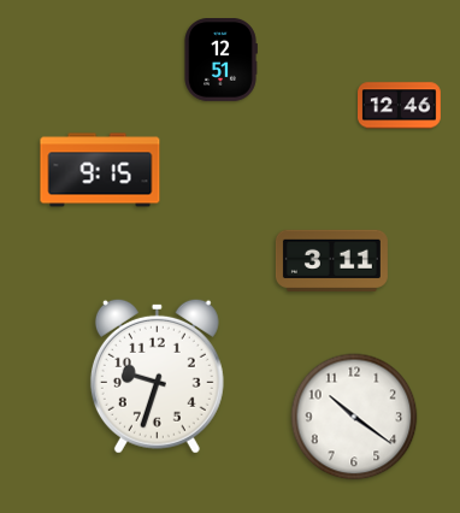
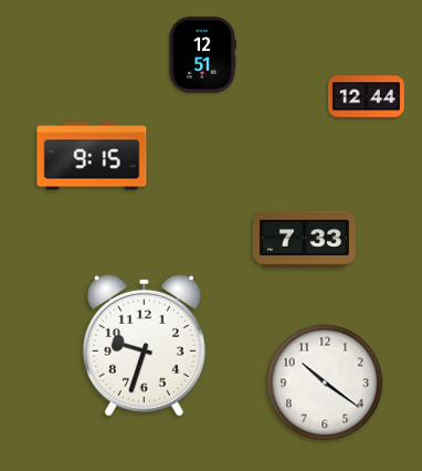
clock at (400, 106): 12:46 -> 12:44
clock at (331, 260): 3:11 -> 7:33
